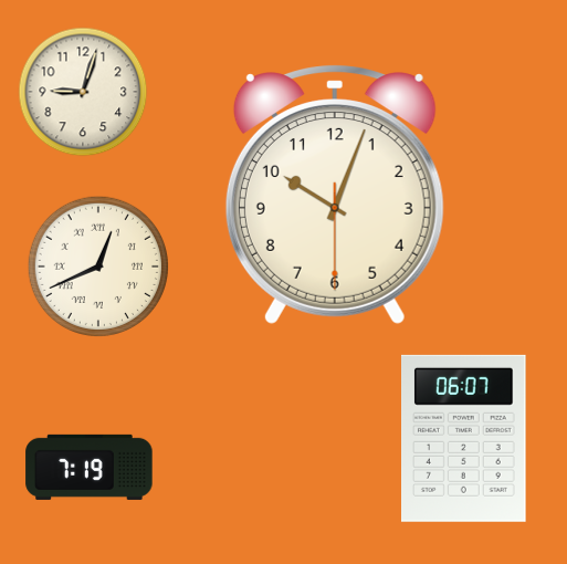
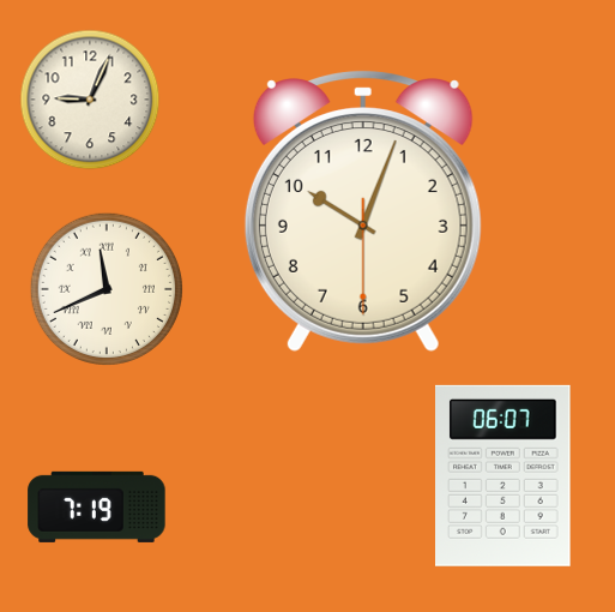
clock at (83, 92): 9:03 -> 9:04
clock at (98, 267): 12:41 -> 11:41
